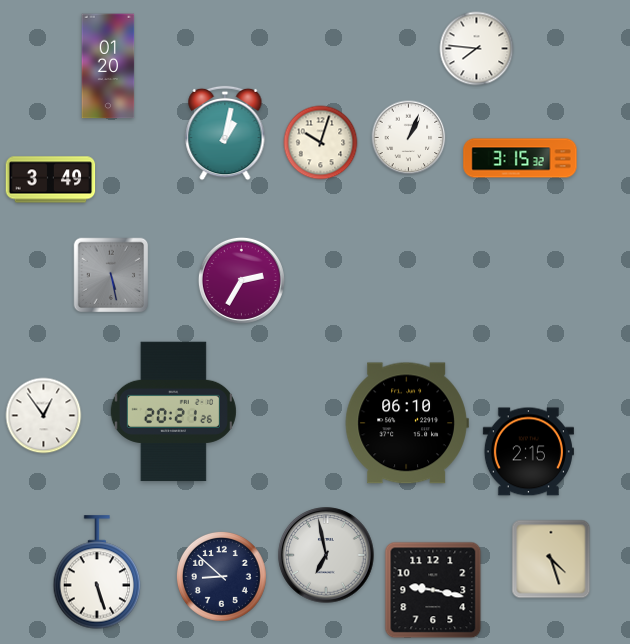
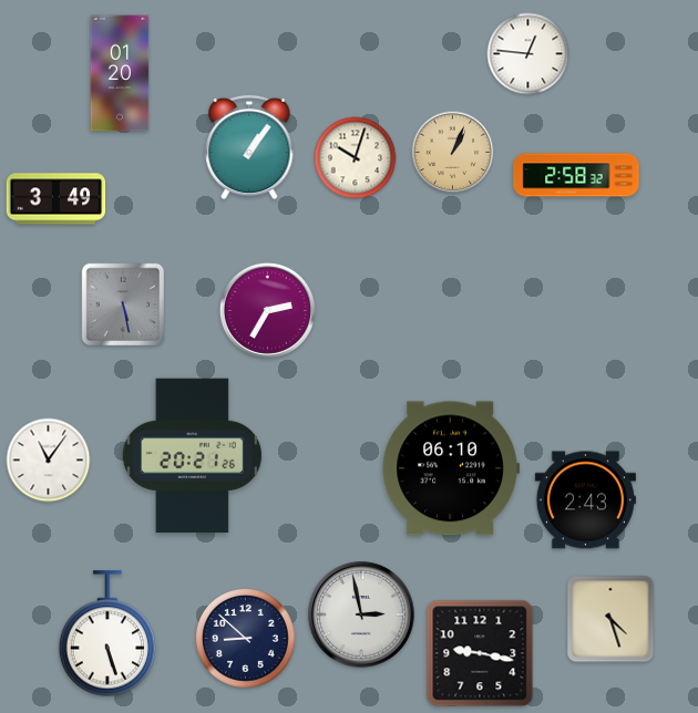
clock at (477, 49): 7:46 -> 12:46
clock at (225, 133): 1:02 -> 1:06
clock at (409, 138) dial: white -> champagne
clock at (520, 158): 3:15 -> 2:58
clock at (44, 416): 12:54 -> 11:06
clock at (528, 452): 2:15 -> 2:43
clock at (326, 555): 6:58 -> 2:58
